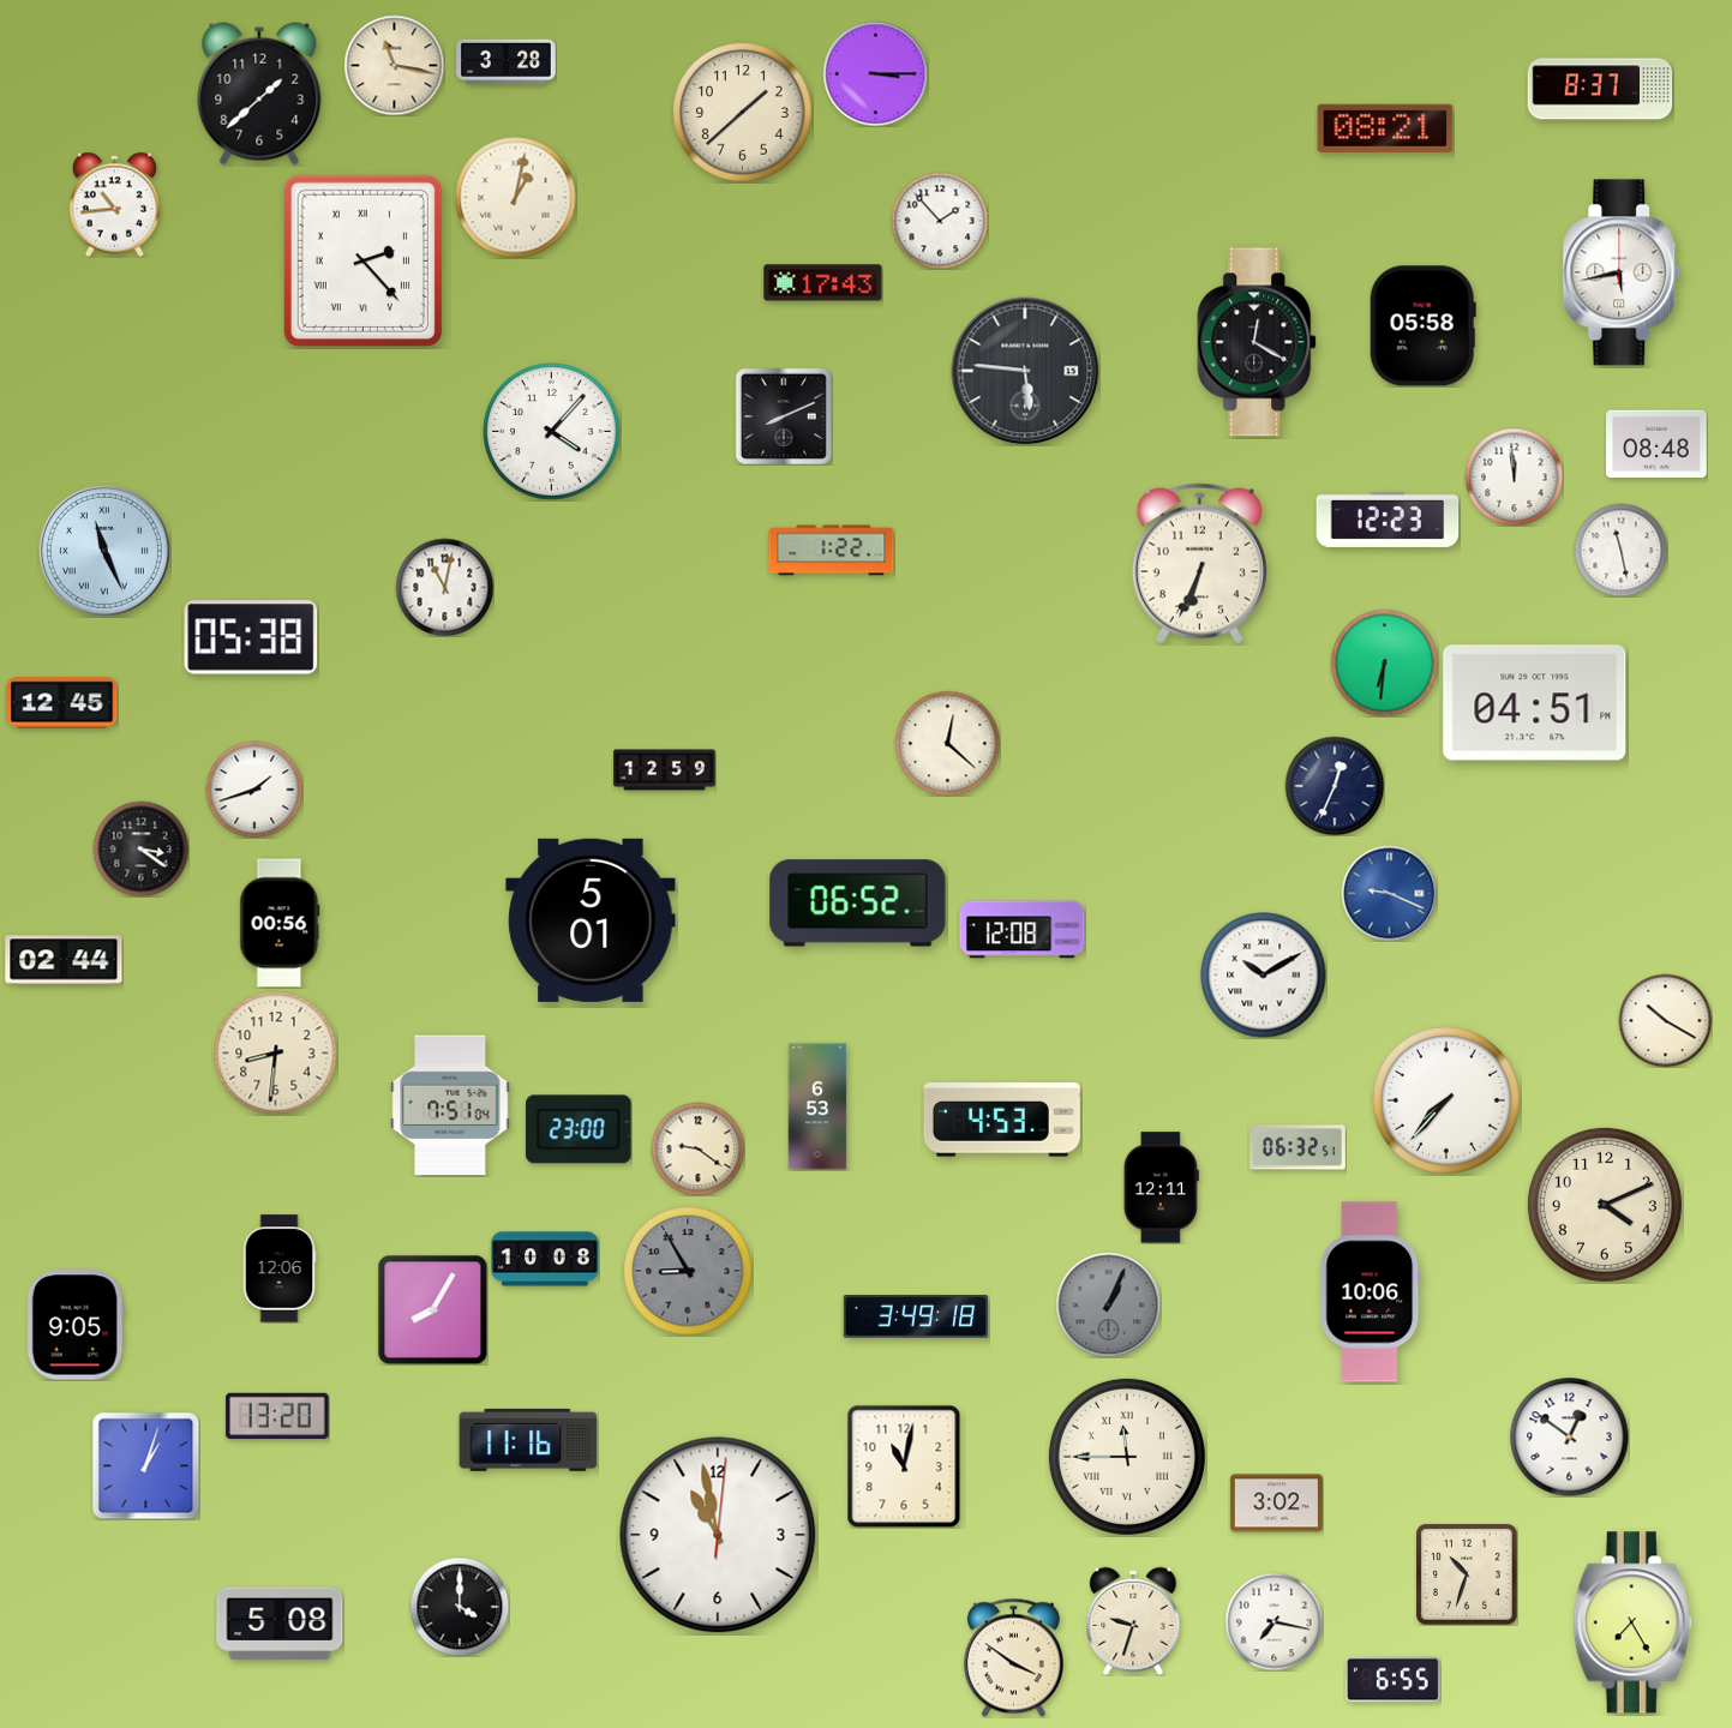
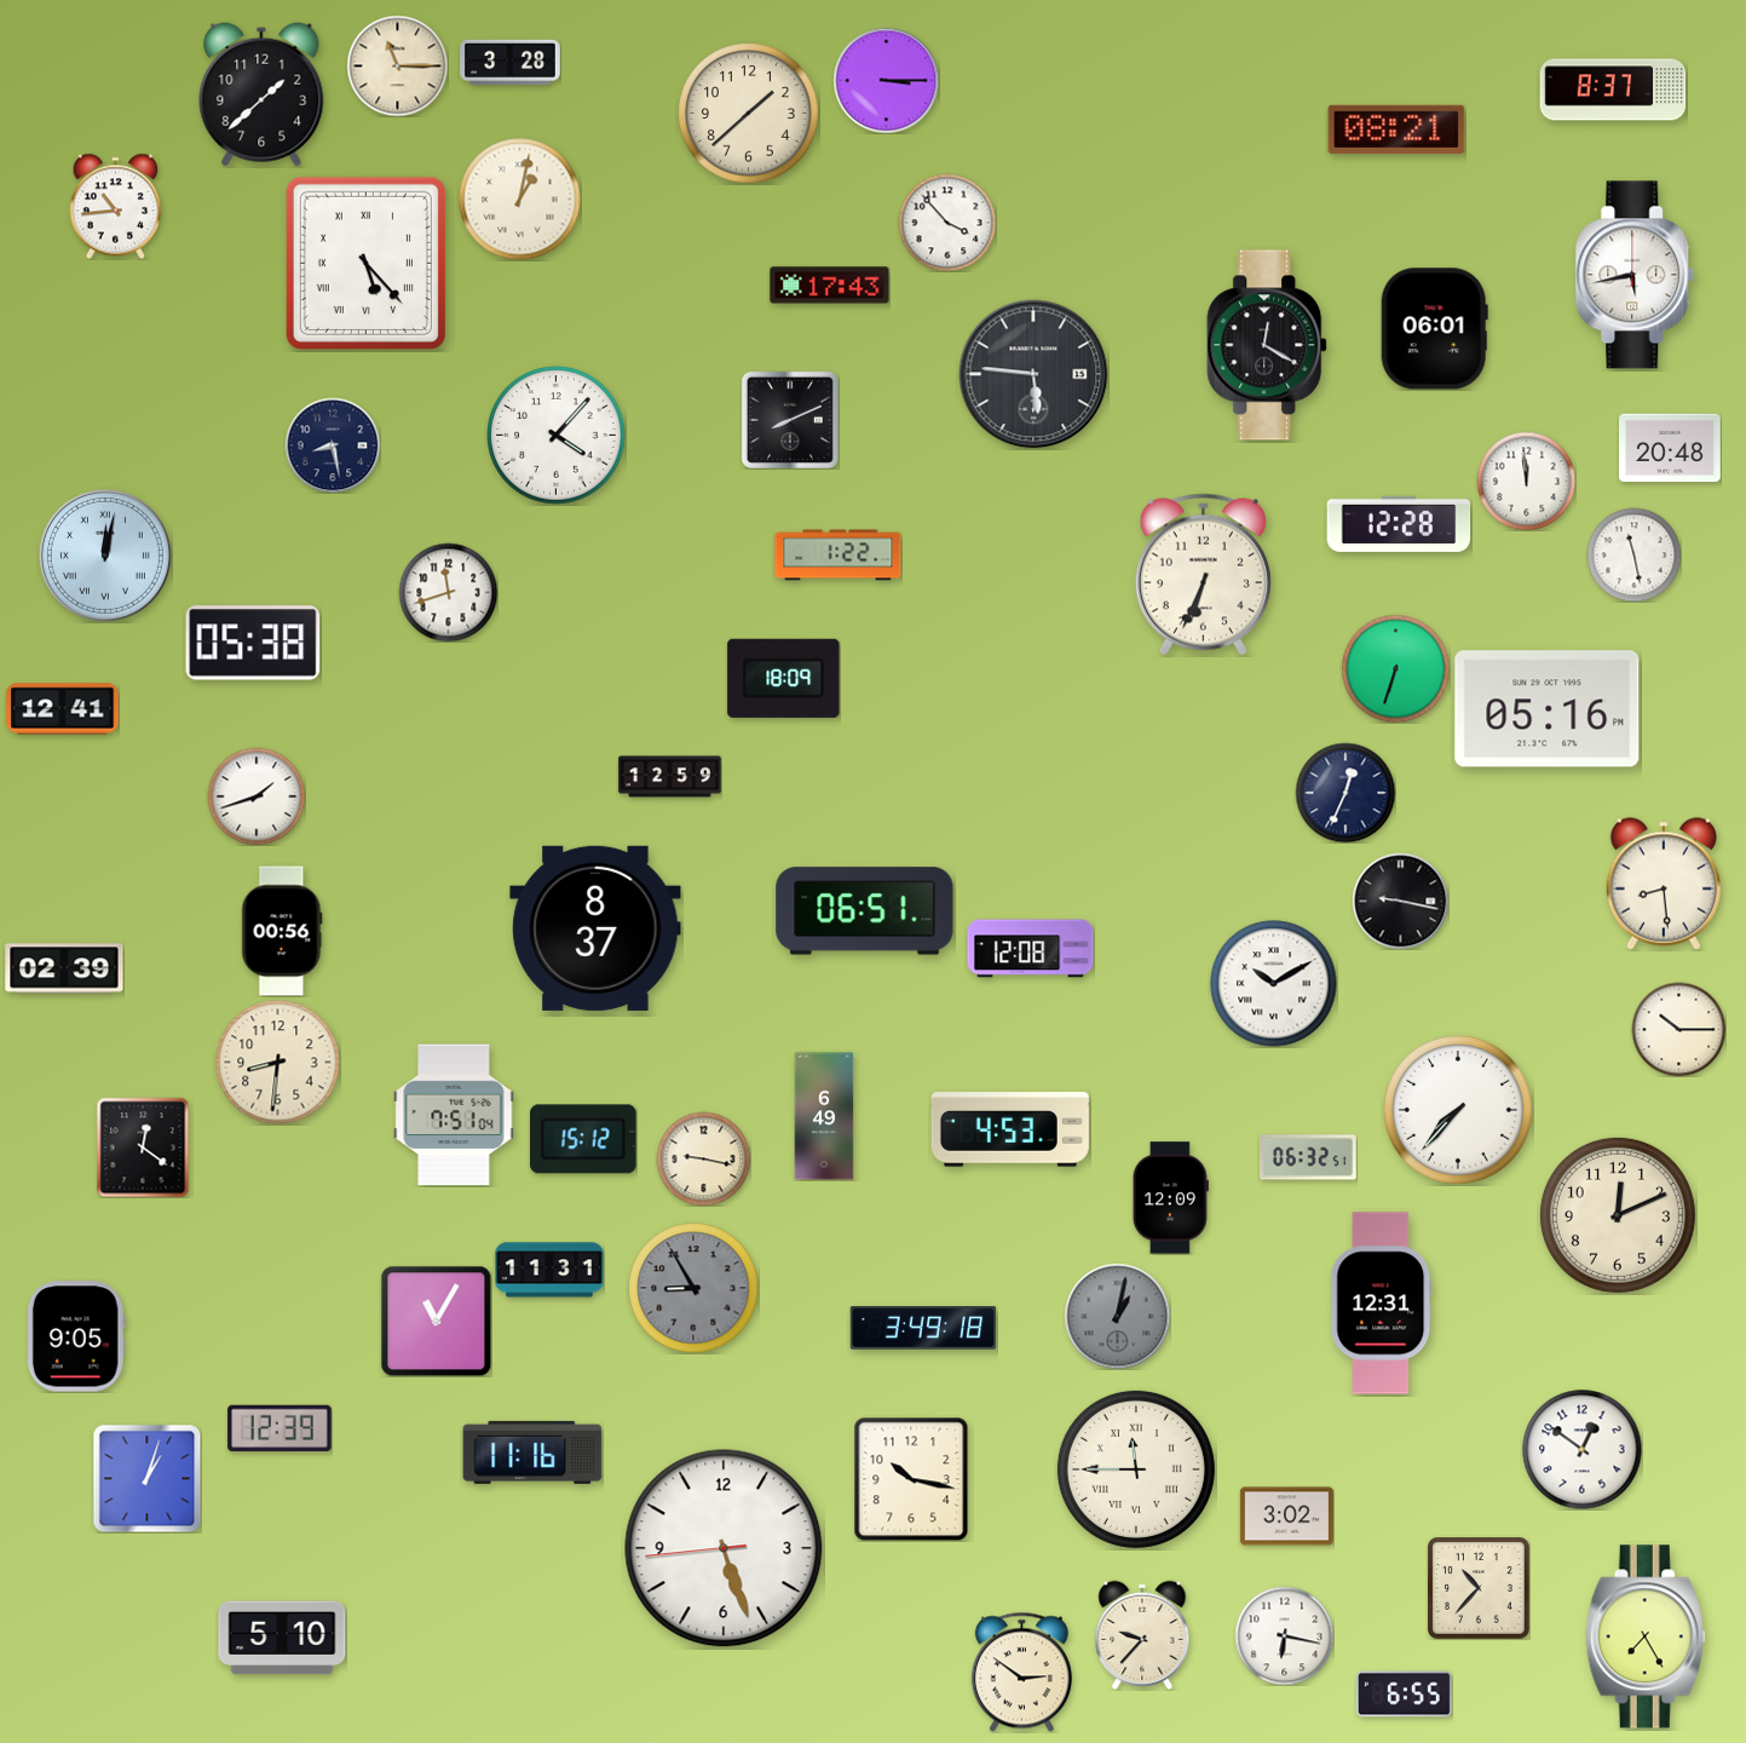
clock at (394, 65): 11:17 -> 11:15
clock at (875, 73) position: (875, 73) -> (886, 80)
clock at (940, 221): 1:53 -> 3:53
clock at (362, 260): 2:23 -> 5:23
clock at (1422, 326): 05:58 -> 06:01
clock at (333, 445): none -> 8:28
clock at (1656, 444): 08:48 -> 20:48
clock at (1388, 520): 12:23 -> 12:28
clock at (104, 551): 11:26 -> 12:02
clock at (1199, 564) position: (1199, 564) -> (1203, 575)
clock at (444, 587): 11:02 -> 11:42
clock at (1384, 662): 6:31 -> 6:33
clock at (784, 678): none -> 18:09
clock at (62, 703): 12:45 -> 12:41
clock at (1535, 703): 04:51 -> 05:16
clock at (947, 743): 12:22 -> none
clock at (140, 848): 3:21 -> none
clock at (1663, 884): none -> 8:29
clock at (1389, 893): 9:19 -> 9:17
clock at (1389, 893) dial: blue -> black
clock at (858, 904): 06:52 -> 06:51
clock at (591, 920): 5:01 -> 8:37
clock at (1023, 930) position: (1023, 930) -> (1031, 949)
clock at (64, 960): 02:44 -> 02:39
clock at (1665, 1020): 10:20 -> 10:15
clock at (817, 1106): 6:53 -> 6:49
clock at (579, 1129): 23:00 -> 15:12
clock at (143, 1147): none -> 12:21
clock at (697, 1148): 9:21 -> 9:17
clock at (1161, 1188): 12:11 -> 12:09
clock at (1605, 1205): 4:11 -> 12:11
clock at (545, 1259): 10:08 -> 11:31
clock at (280, 1268): 12:06 -> none
clock at (688, 1271) position: (688, 1271) -> (693, 1288)
clock at (1371, 1292): 10:06 -> 12:31
clock at (1108, 1304): 1:04 -> 1:02
clock at (432, 1309): 8:05 -> 11:05
clock at (277, 1416): 13:20 -> 12:39
clock at (904, 1466): 11:02 -> 10:17
clock at (718, 1535): 10:58 -> 5:26
clock at (1467, 1574): 10:33 -> 10:37
clock at (460, 1607): 4:00 -> none
clock at (1133, 1621): 9:33 -> 9:37
clock at (1273, 1621): 7:17 -> 6:17
clock at (280, 1624): 5:08 -> 5:10
clock at (1013, 1657): 3:51 -> 2:51
